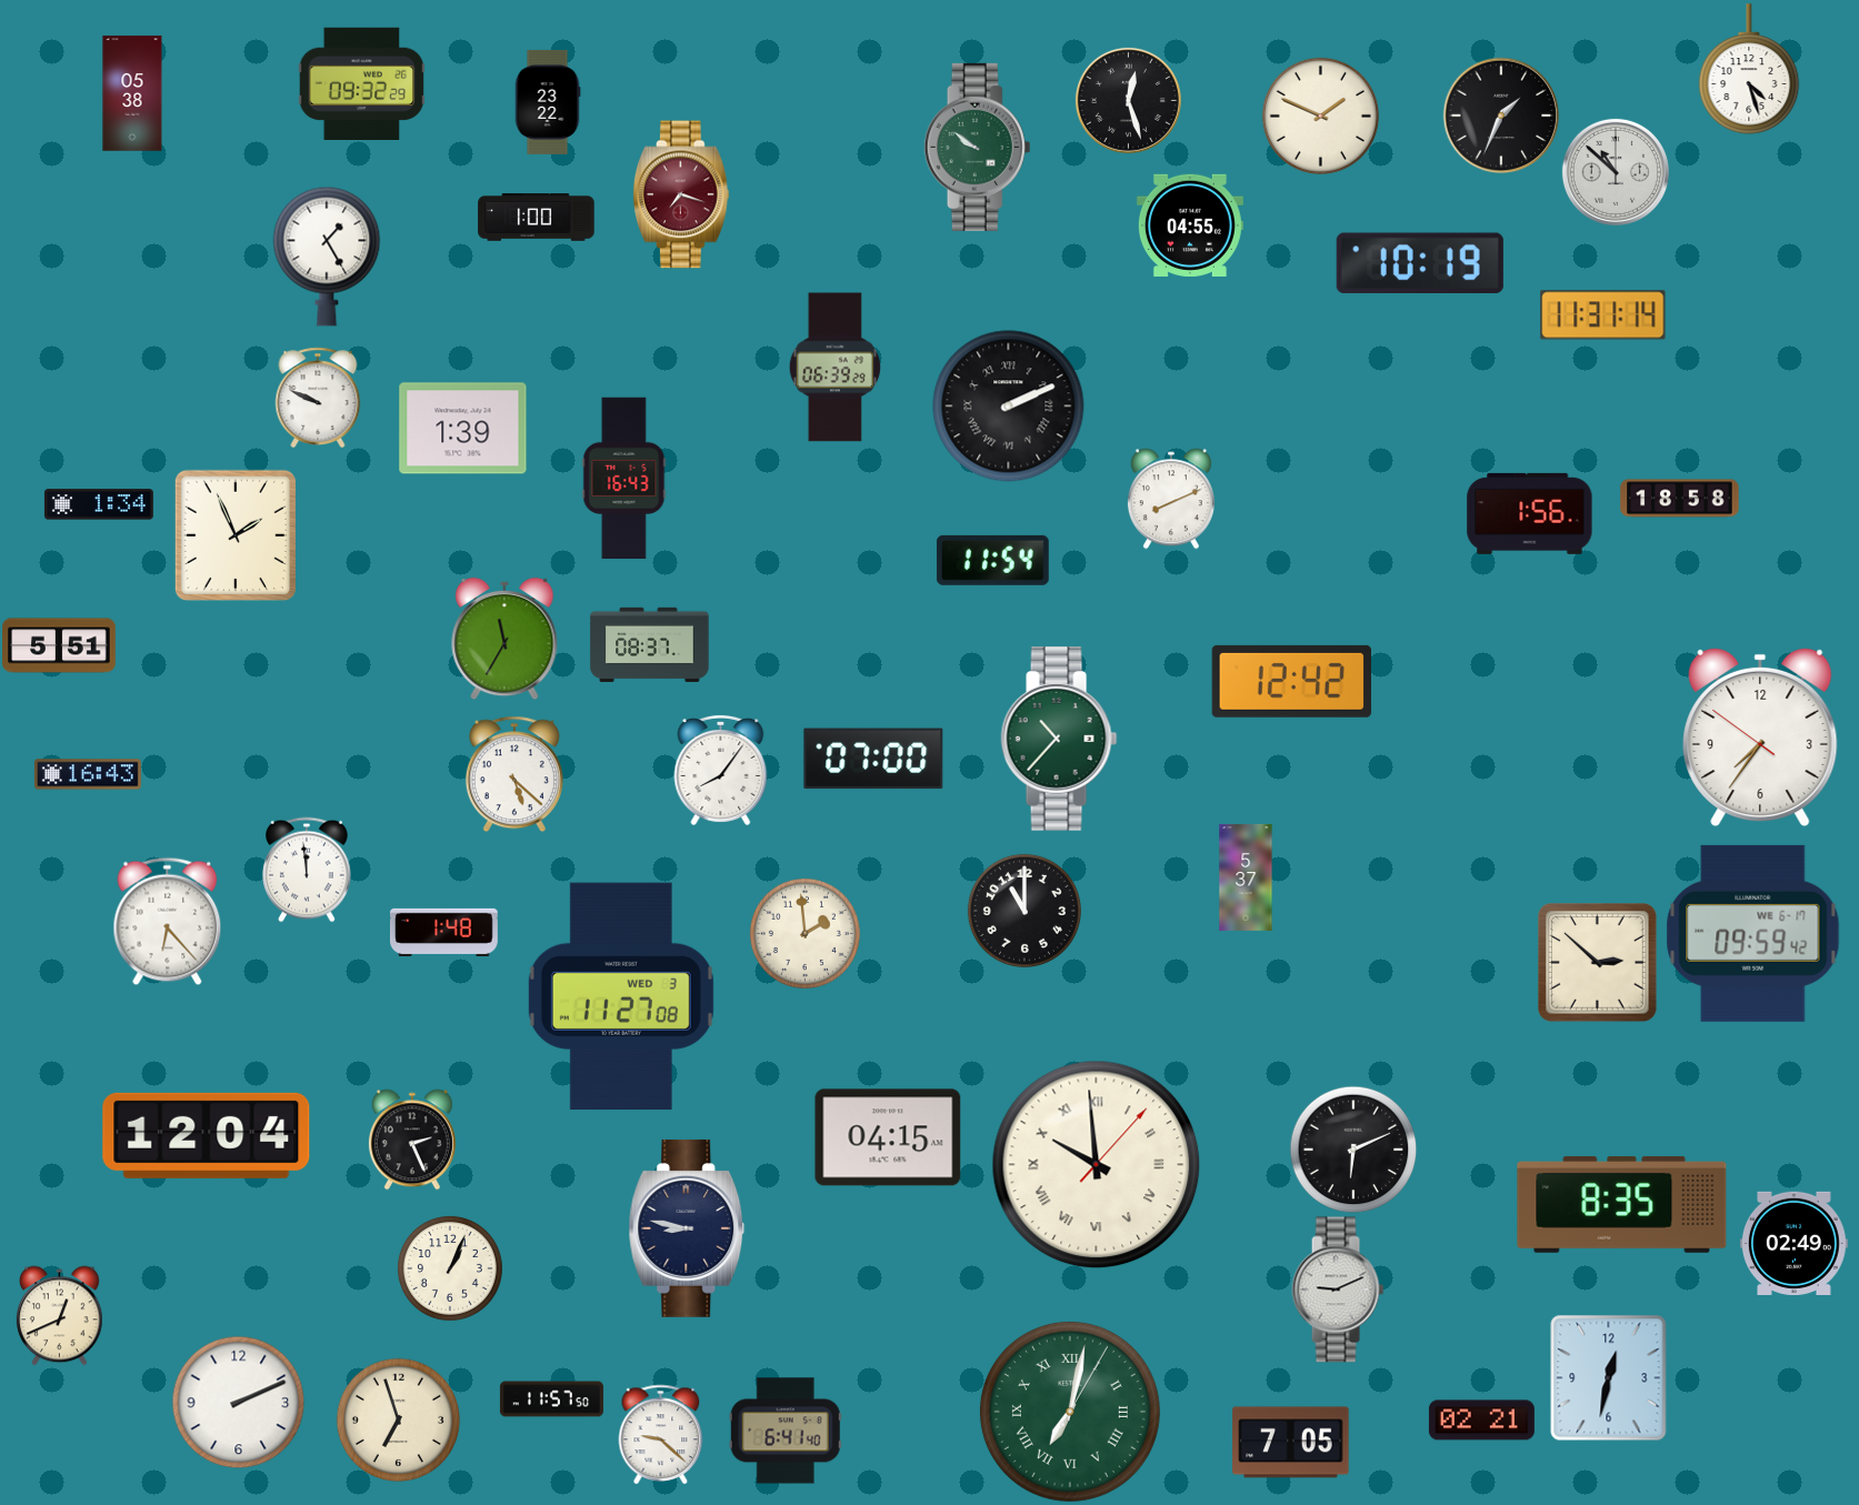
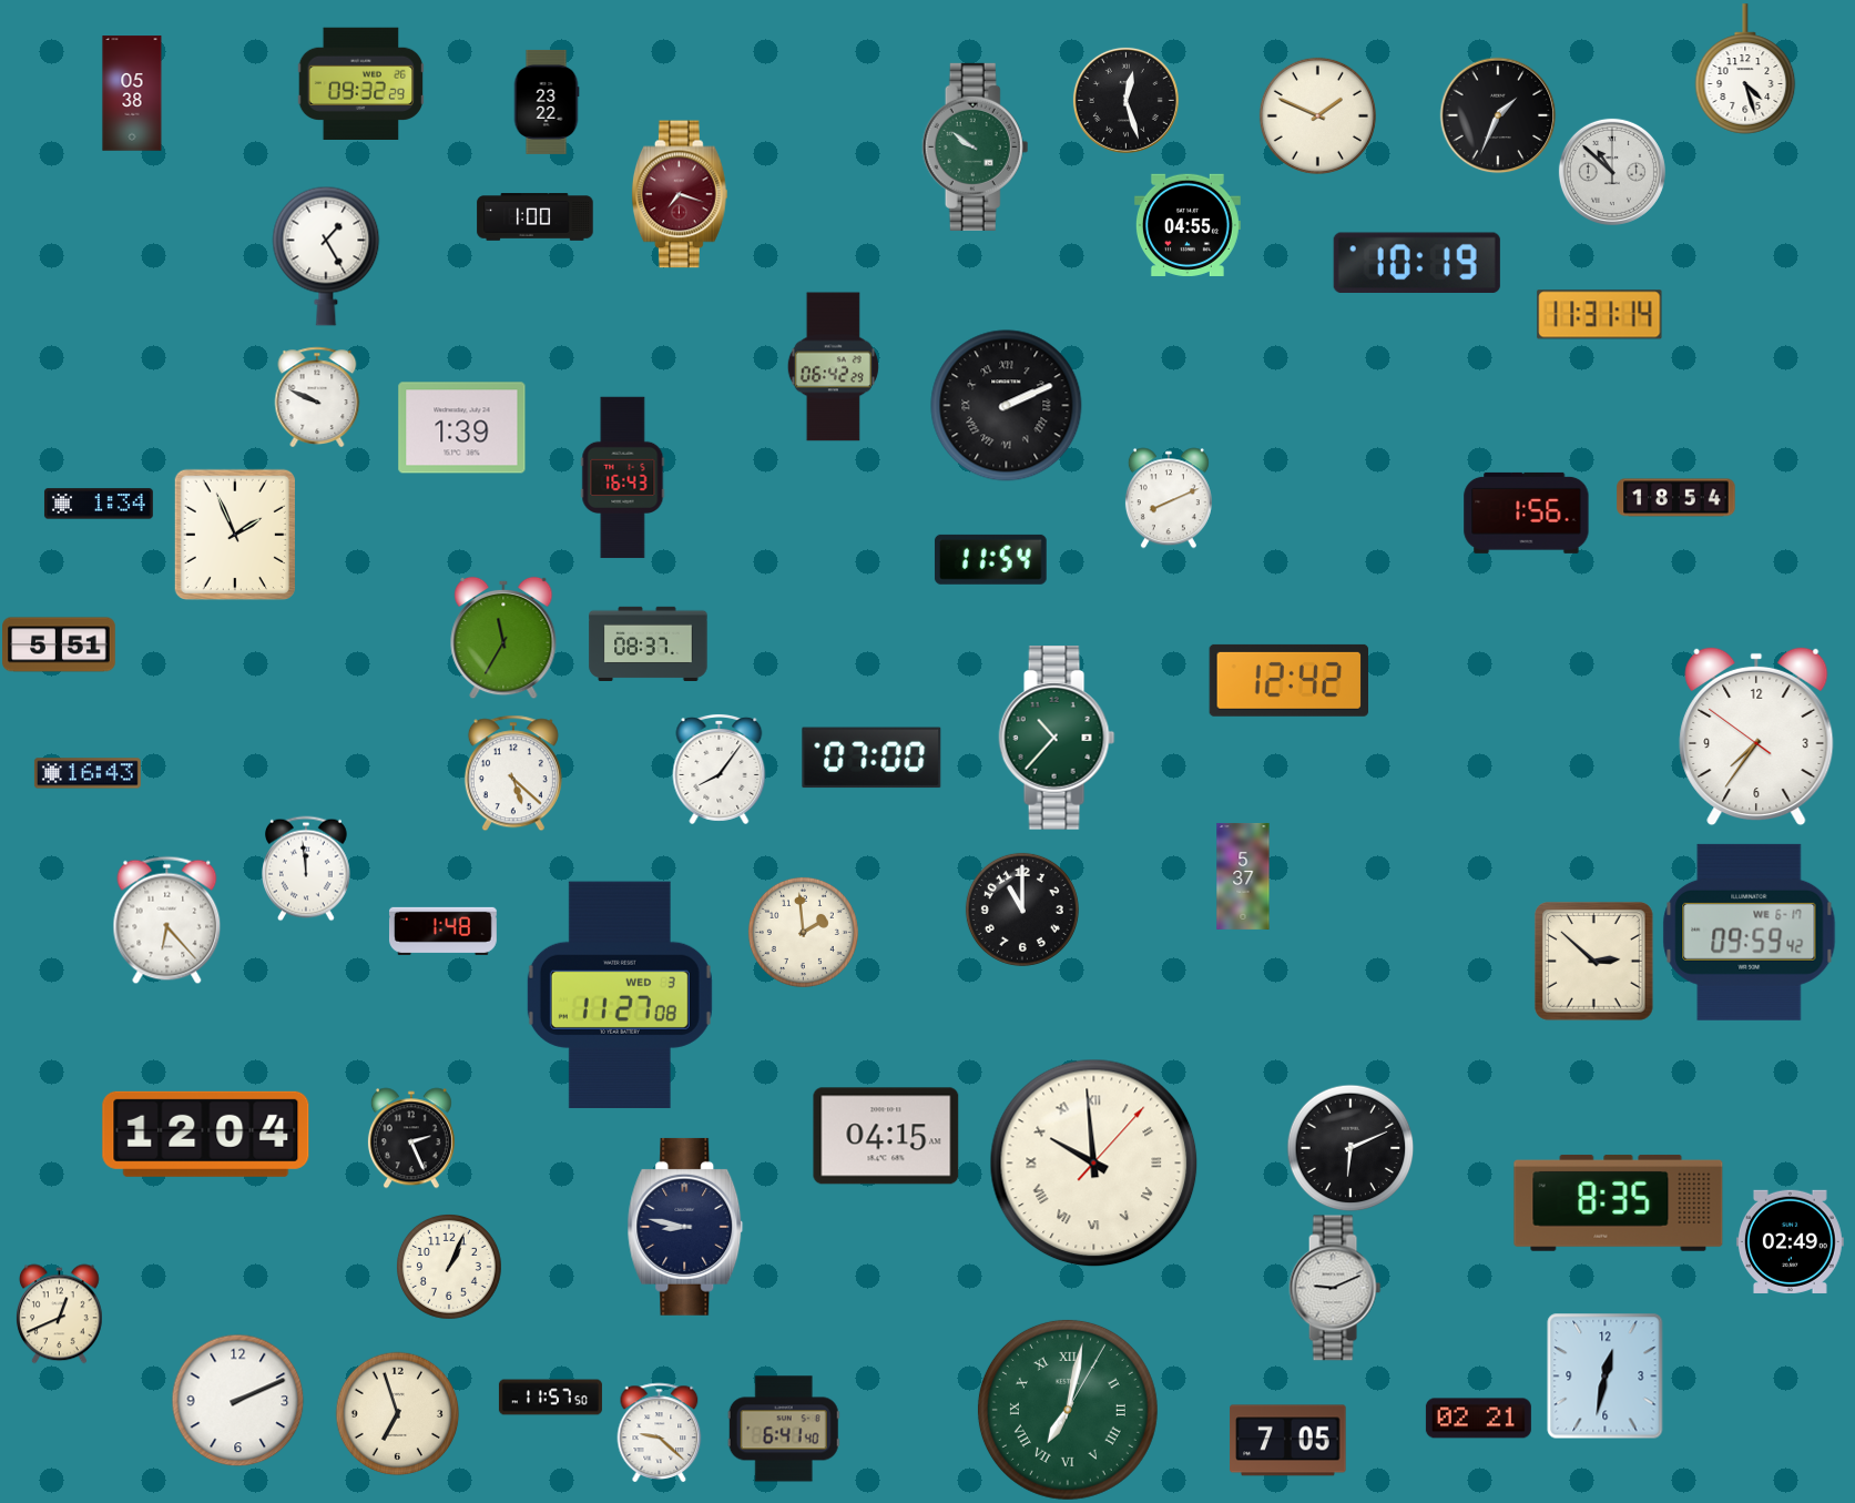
clock at (834, 368): 06:39 -> 06:42
clock at (1680, 499): 18:58 -> 18:54
clock at (398, 1419) position: (398, 1419) -> (397, 1413)
